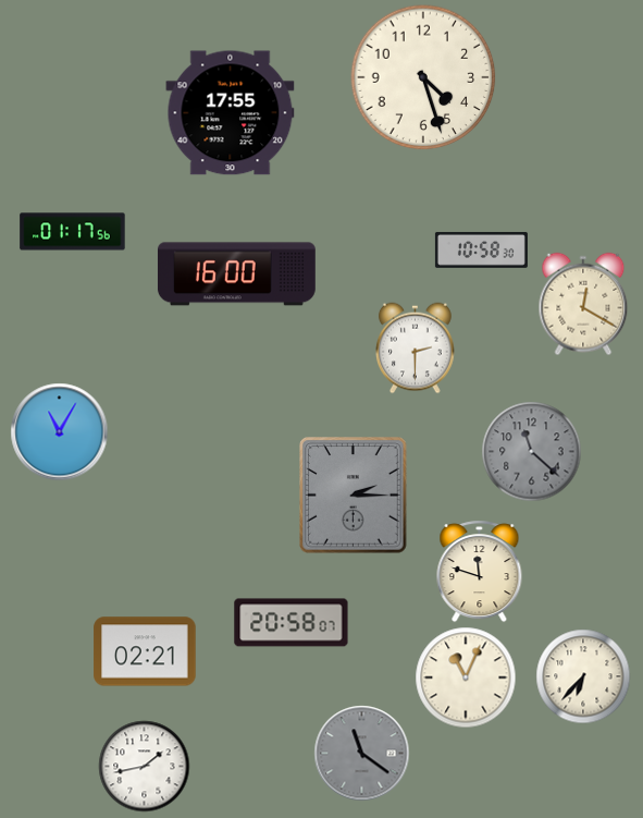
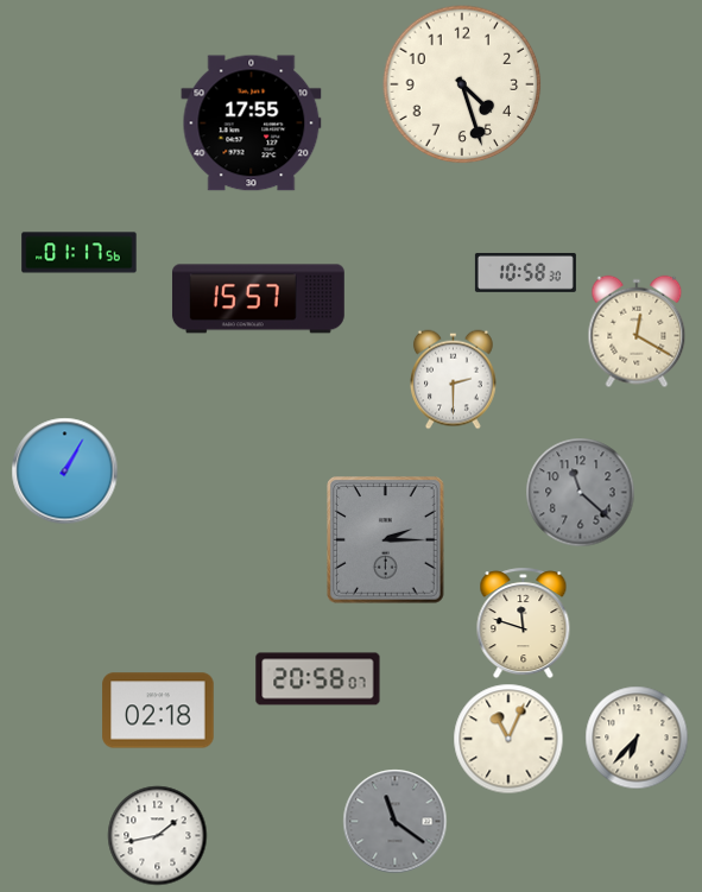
clock at (236, 274): 16:00 -> 15:57
clock at (59, 431): 11:05 -> 1:05
clock at (145, 651): 02:21 -> 02:18
